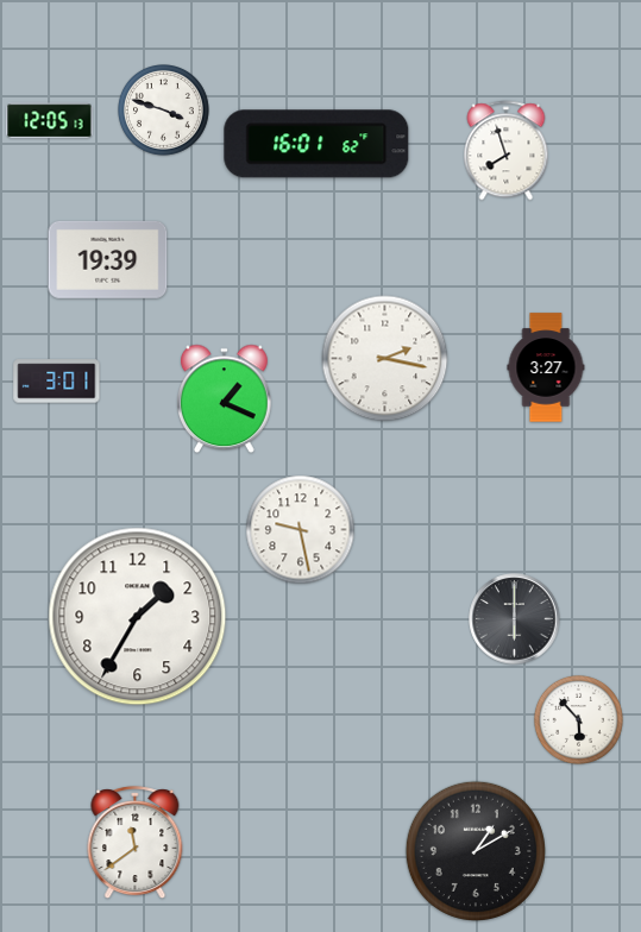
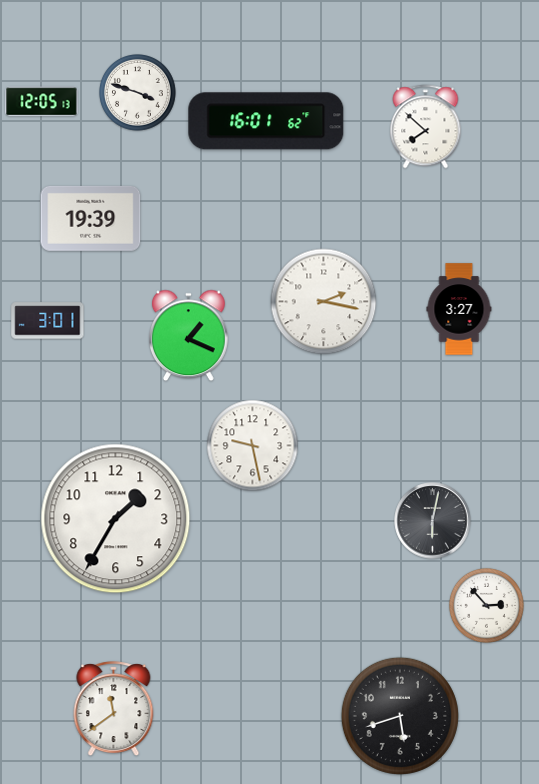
clock at (507, 151): 7:57 -> 7:52
clock at (515, 619): 6:00 -> 6:02
clock at (578, 719): 5:53 -> 2:53
clock at (476, 851): 1:10 -> 5:42
